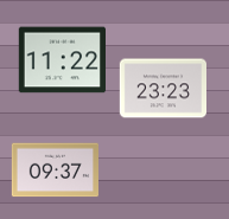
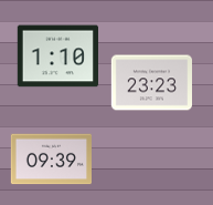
clock at (62, 60): 11:22 -> 1:10
clock at (55, 170): 09:37 -> 09:39
